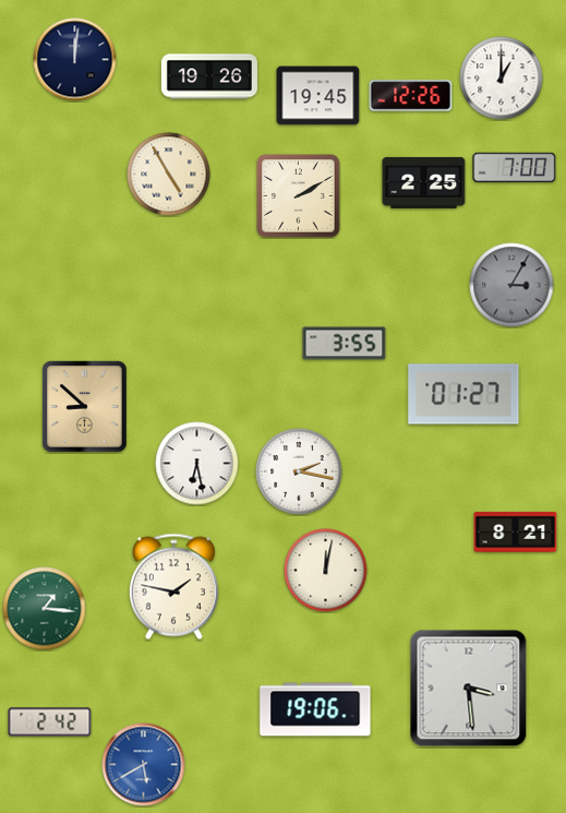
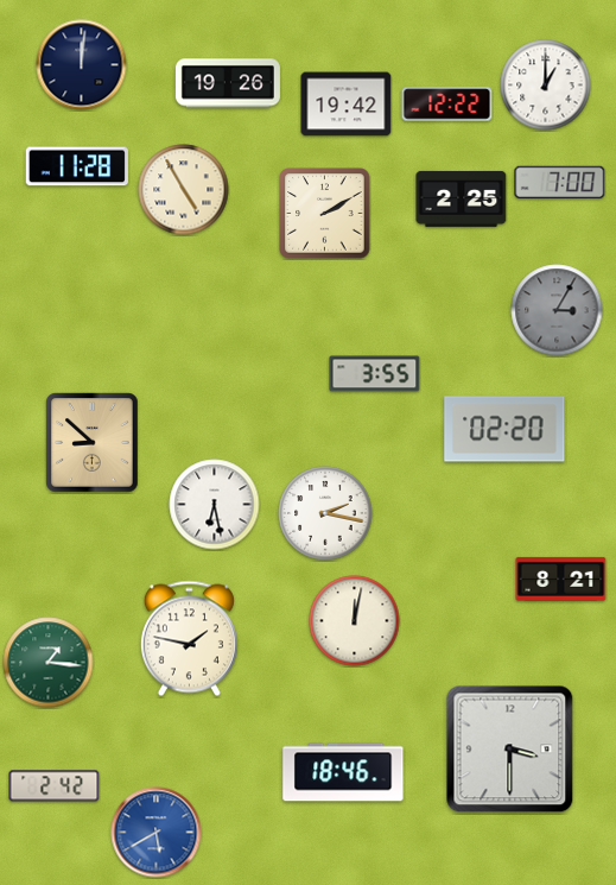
clock at (318, 96): 19:45 -> 19:42
clock at (411, 96): 12:26 -> 12:22
clock at (77, 166): none -> 11:28
clock at (463, 394): 01:27 -> 02:20
clock at (469, 689): 3:29 -> 3:30
clock at (315, 709): 19:06 -> 18:46
